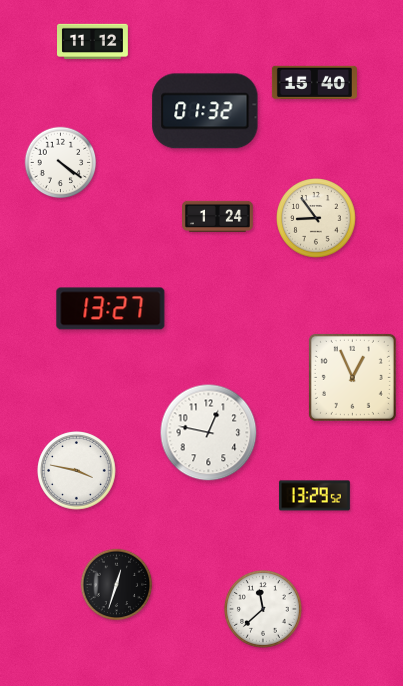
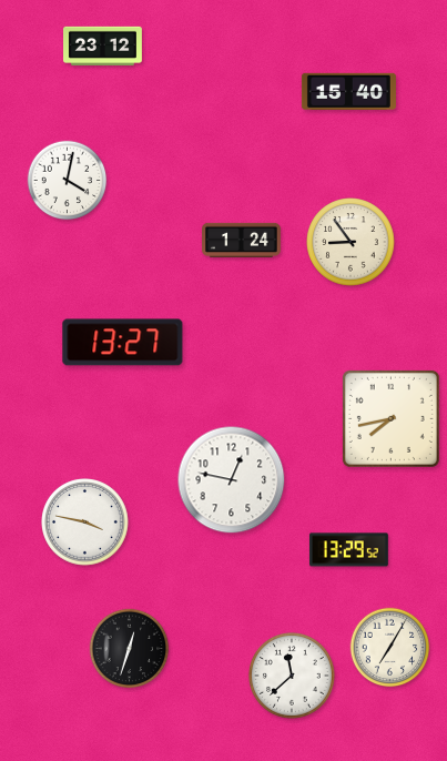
clock at (93, 41): 11:12 -> 23:12
clock at (205, 111): 01:32 -> none
clock at (61, 163): 4:21 -> 4:02
clock at (352, 377): 12:56 -> 7:43
clock at (390, 648): none -> 7:05
